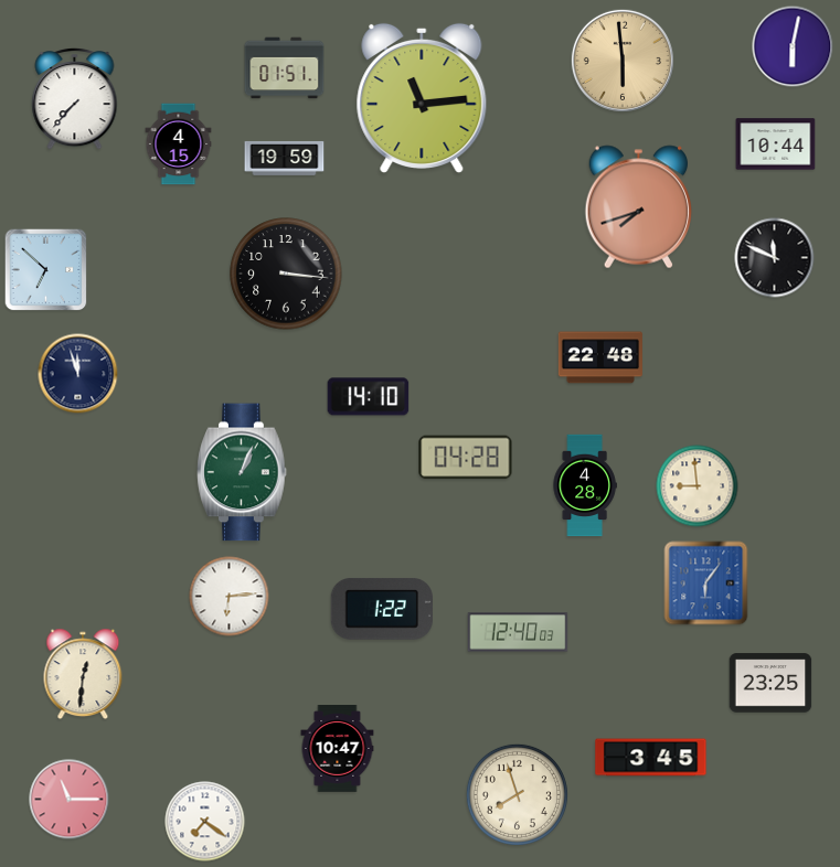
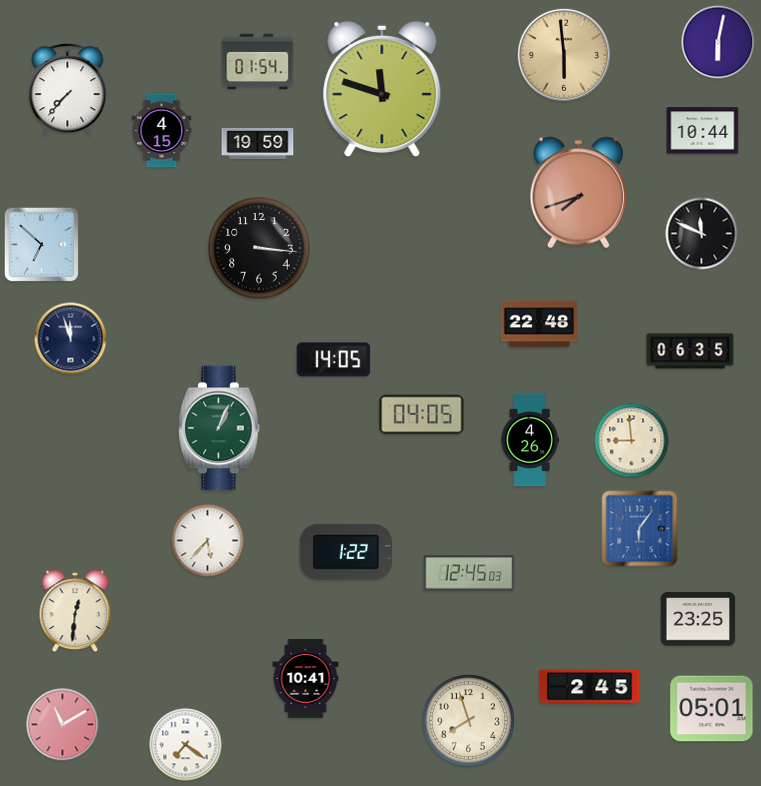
clock at (285, 68): 01:51 -> 01:54
clock at (422, 98): 11:14 -> 11:48
clock at (638, 207) position: (638, 207) -> (578, 193)
clock at (600, 357) position: (600, 357) -> (539, 324)
clock at (690, 351): none -> 06:35
clock at (369, 397): 14:10 -> 14:05
clock at (466, 458): 04:28 -> 04:05
clock at (585, 485): 4:28 -> 4:26
clock at (230, 597): 6:14 -> 5:37
clock at (518, 632): 12:40 -> 12:45
clock at (338, 749): 10:47 -> 10:41
clock at (651, 758): 3:45 -> 2:45
clock at (712, 709): none -> 05:01
clock at (70, 800): 11:15 -> 11:10
